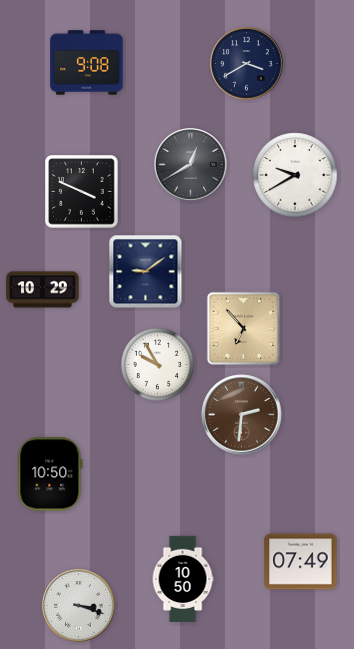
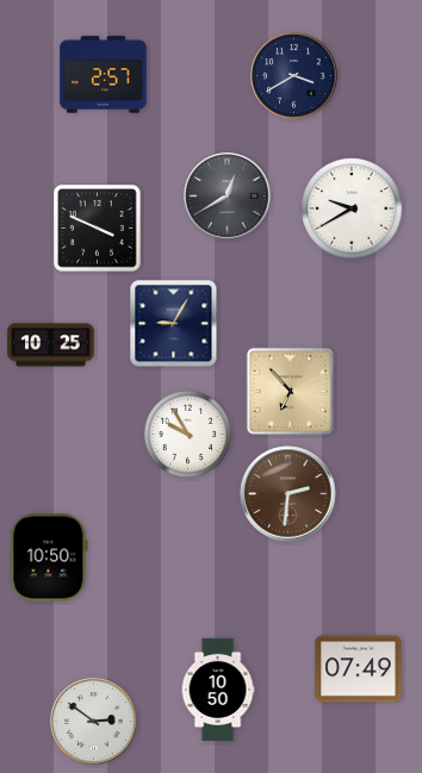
clock at (87, 63): 9:08 -> 2:57
clock at (146, 272): 9:09 -> 9:05
clock at (43, 290): 10:29 -> 10:25
clock at (50, 474) position: (50, 474) -> (49, 557)
clock at (79, 606): 3:18 -> 2:51
